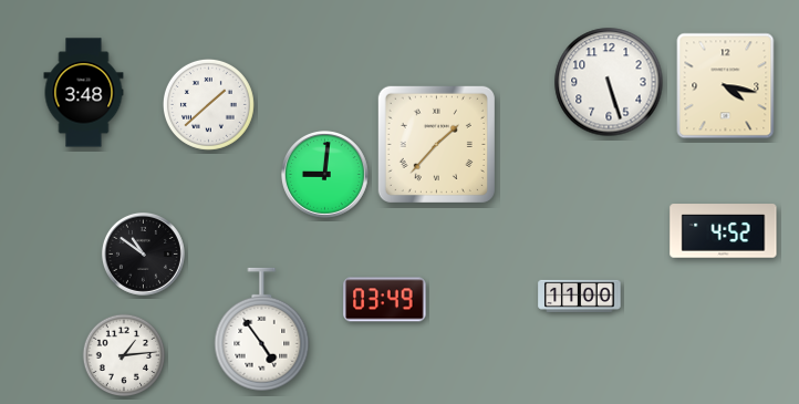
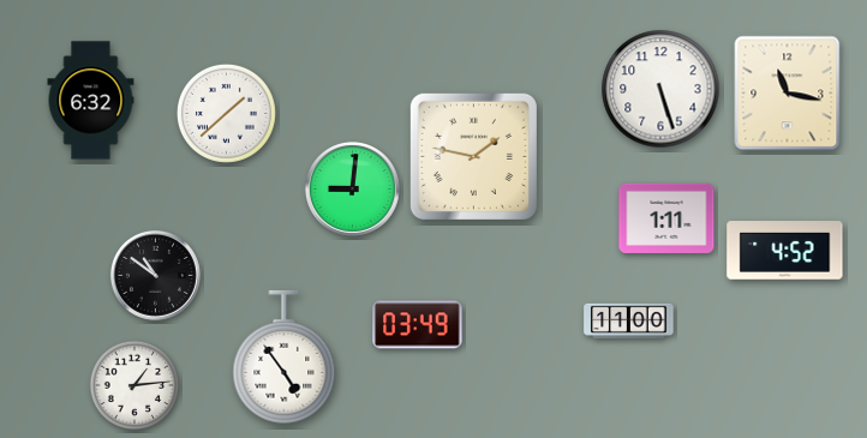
clock at (726, 86): 4:17 -> 11:17
clock at (84, 93): 3:48 -> 6:32
clock at (436, 144): 1:37 -> 1:47
clock at (666, 218): none -> 1:11
